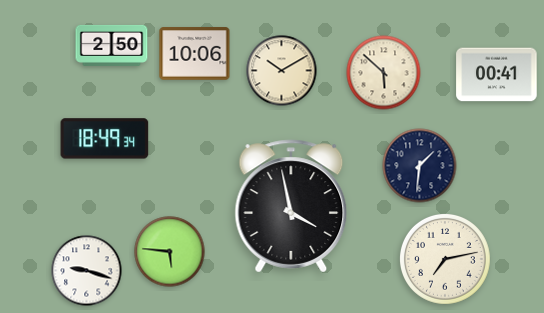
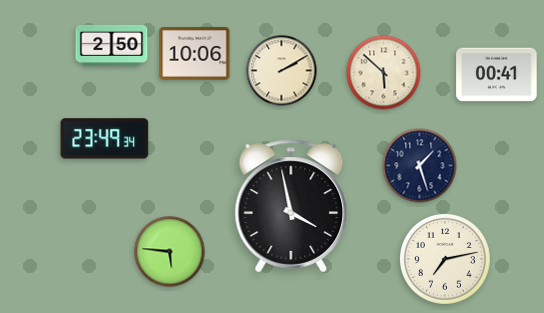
clock at (282, 71): 10:10 -> 2:10
clock at (105, 139): 18:49 -> 23:49
clock at (420, 166): 1:31 -> 1:27
clock at (87, 271): 9:18 -> none
